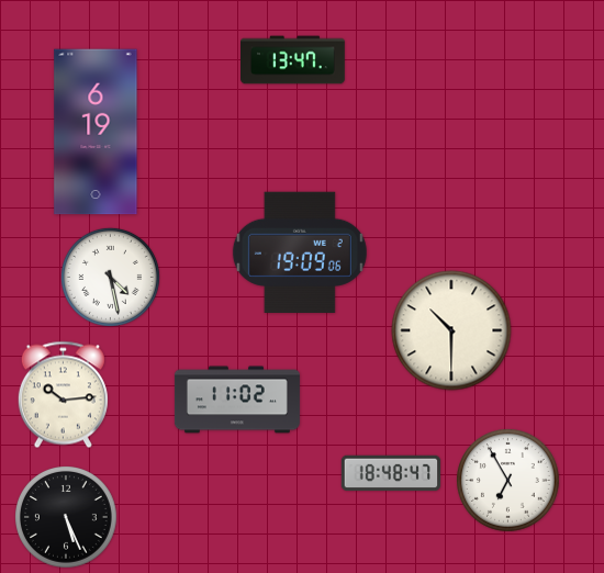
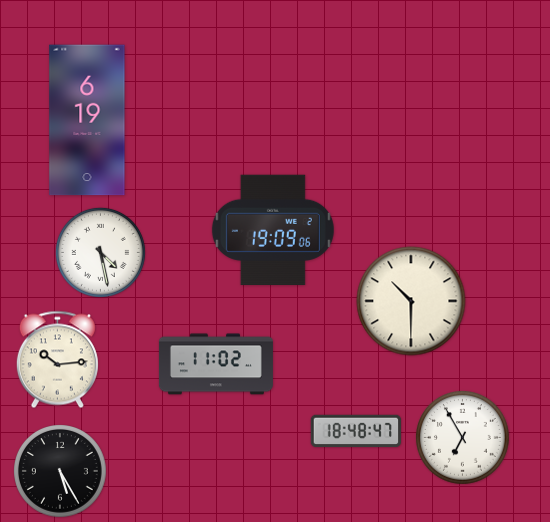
clock at (293, 60): 13:47 -> none
clock at (67, 518): 5:26 -> 5:25
